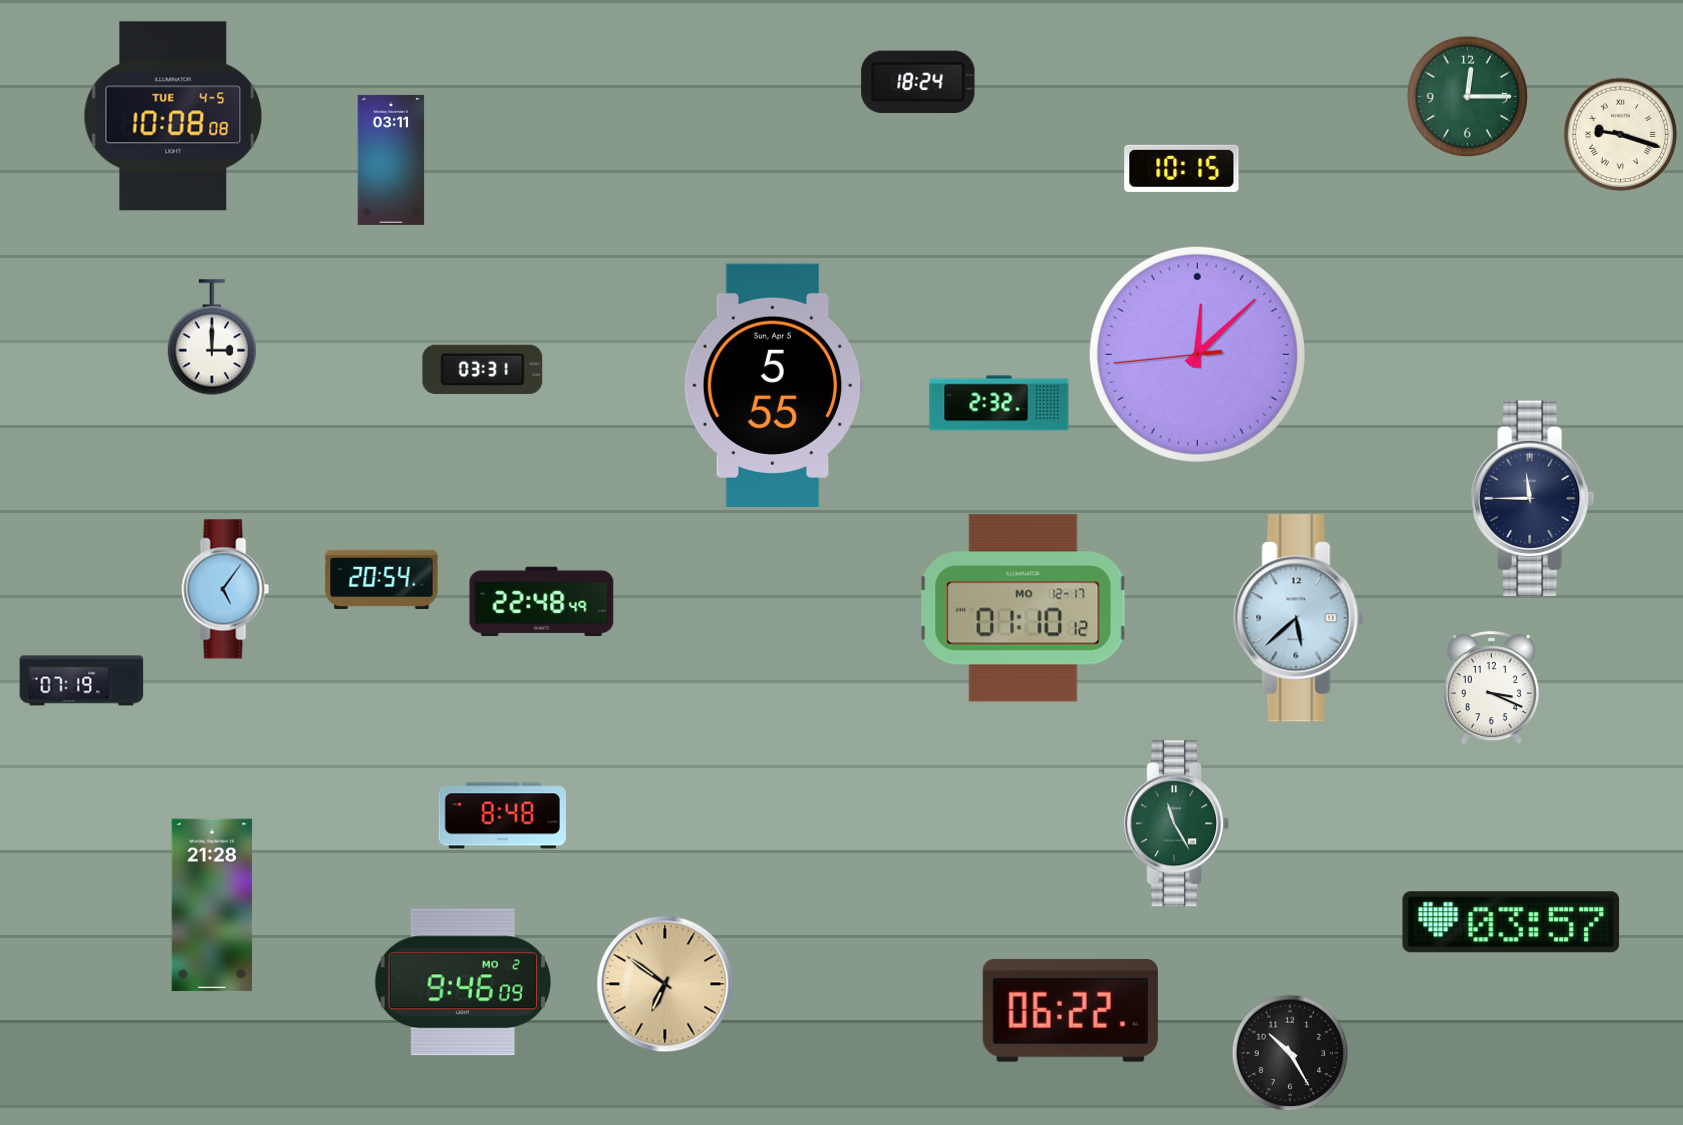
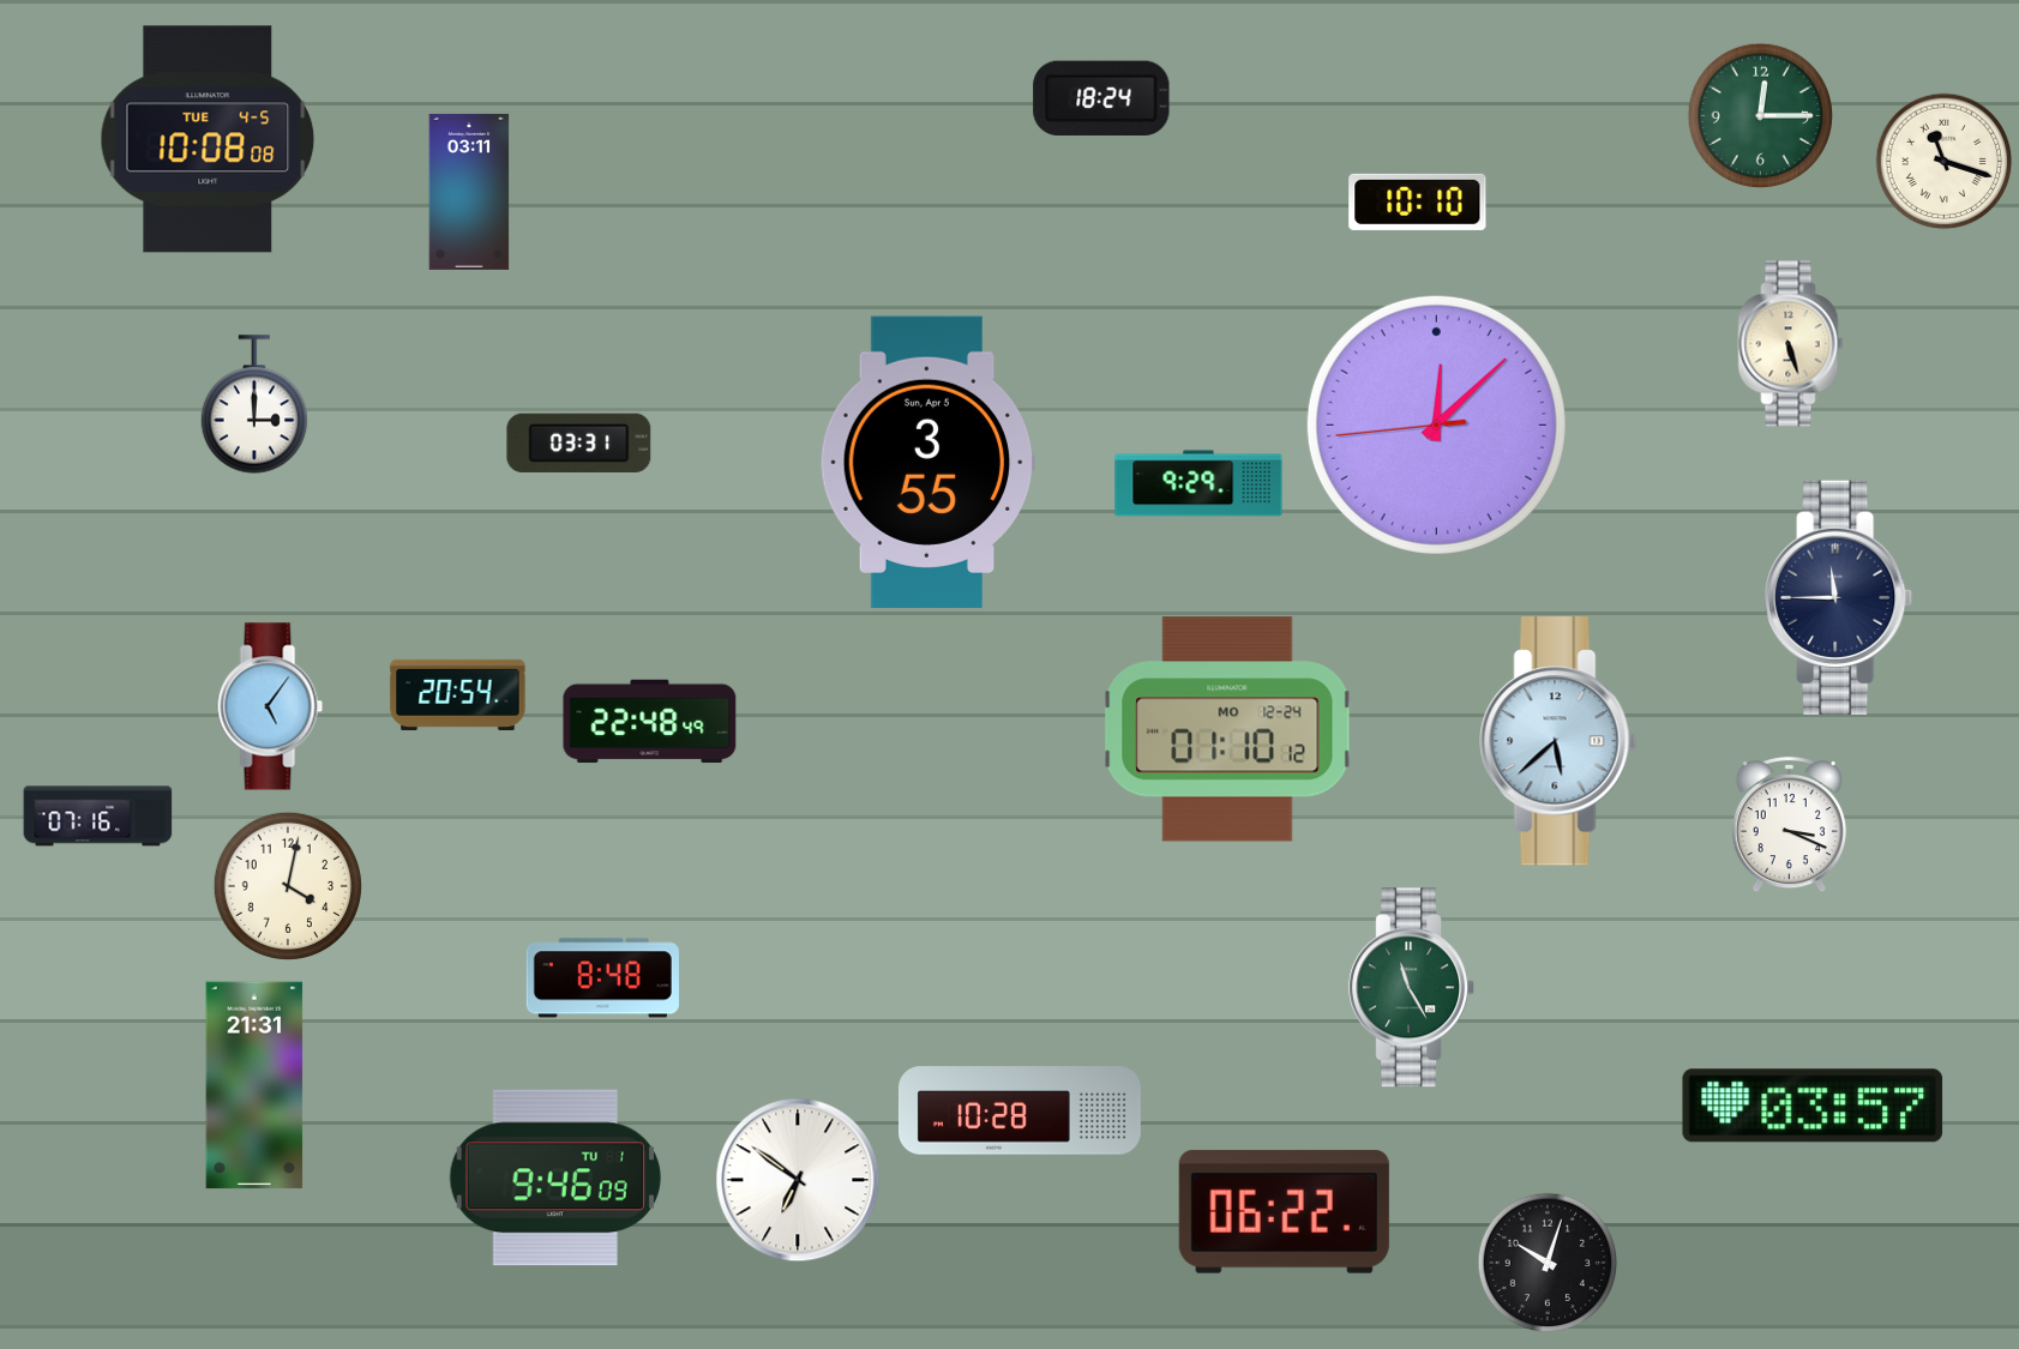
clock at (1621, 135): 9:18 -> 11:18
clock at (1182, 168): 10:15 -> 10:10
clock at (1791, 344): none -> 5:27
clock at (773, 385): 5:55 -> 3:55
clock at (999, 403): 2:32 -> 9:29
clock at (1023, 608) date: MO 12-17 -> MO 12-24
clock at (82, 681): 07:19 -> 07:16
clock at (288, 886): none -> 4:02
clock at (212, 905): 21:28 -> 21:31
clock at (1020, 1110): none -> 10:28
clock at (463, 982) date: MO 2 -> TU 1
clock at (665, 984) dial: champagne -> white
clock at (1290, 1053): 10:25 -> 10:03
